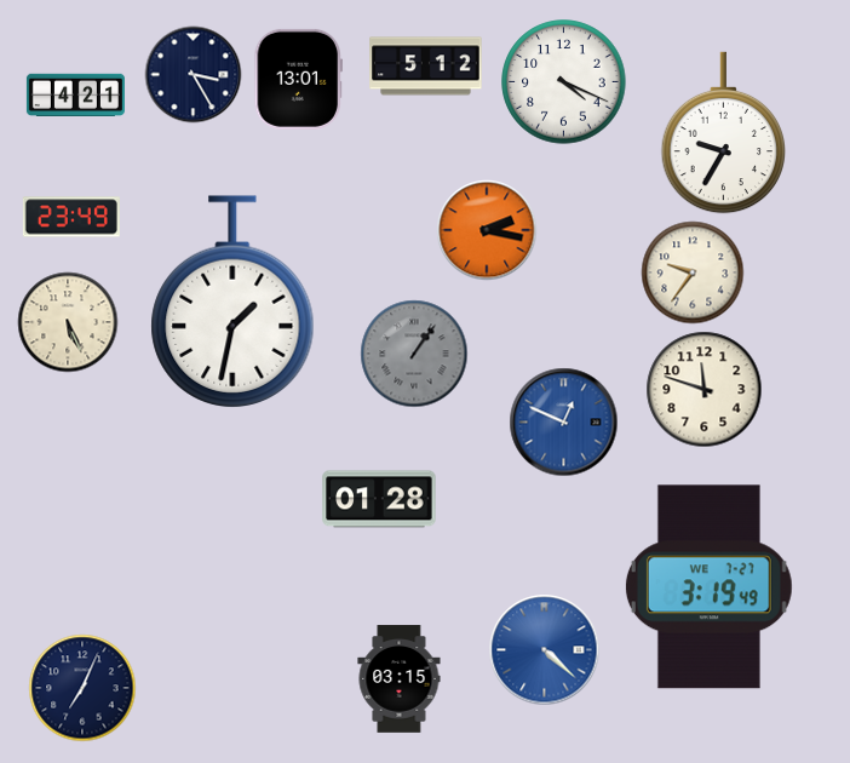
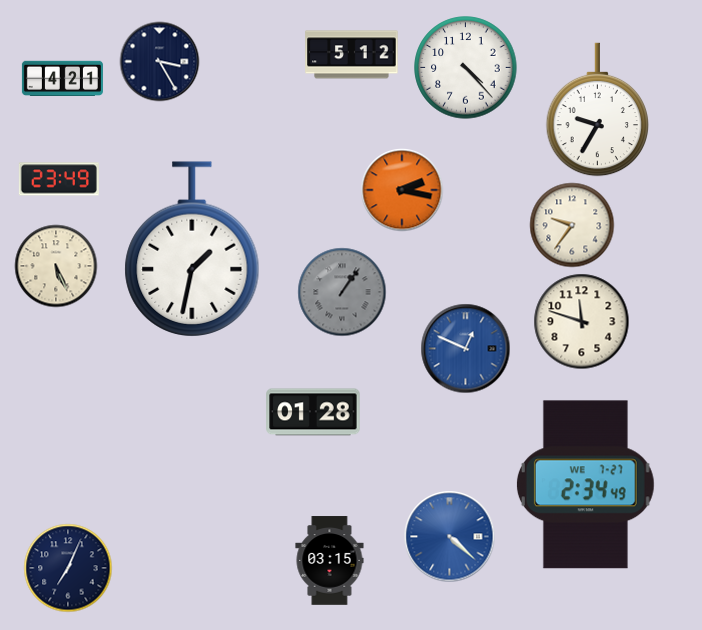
clock at (299, 79): 13:01 -> none
clock at (564, 82): 4:19 -> 4:23
clock at (708, 587): 3:19 -> 2:34
